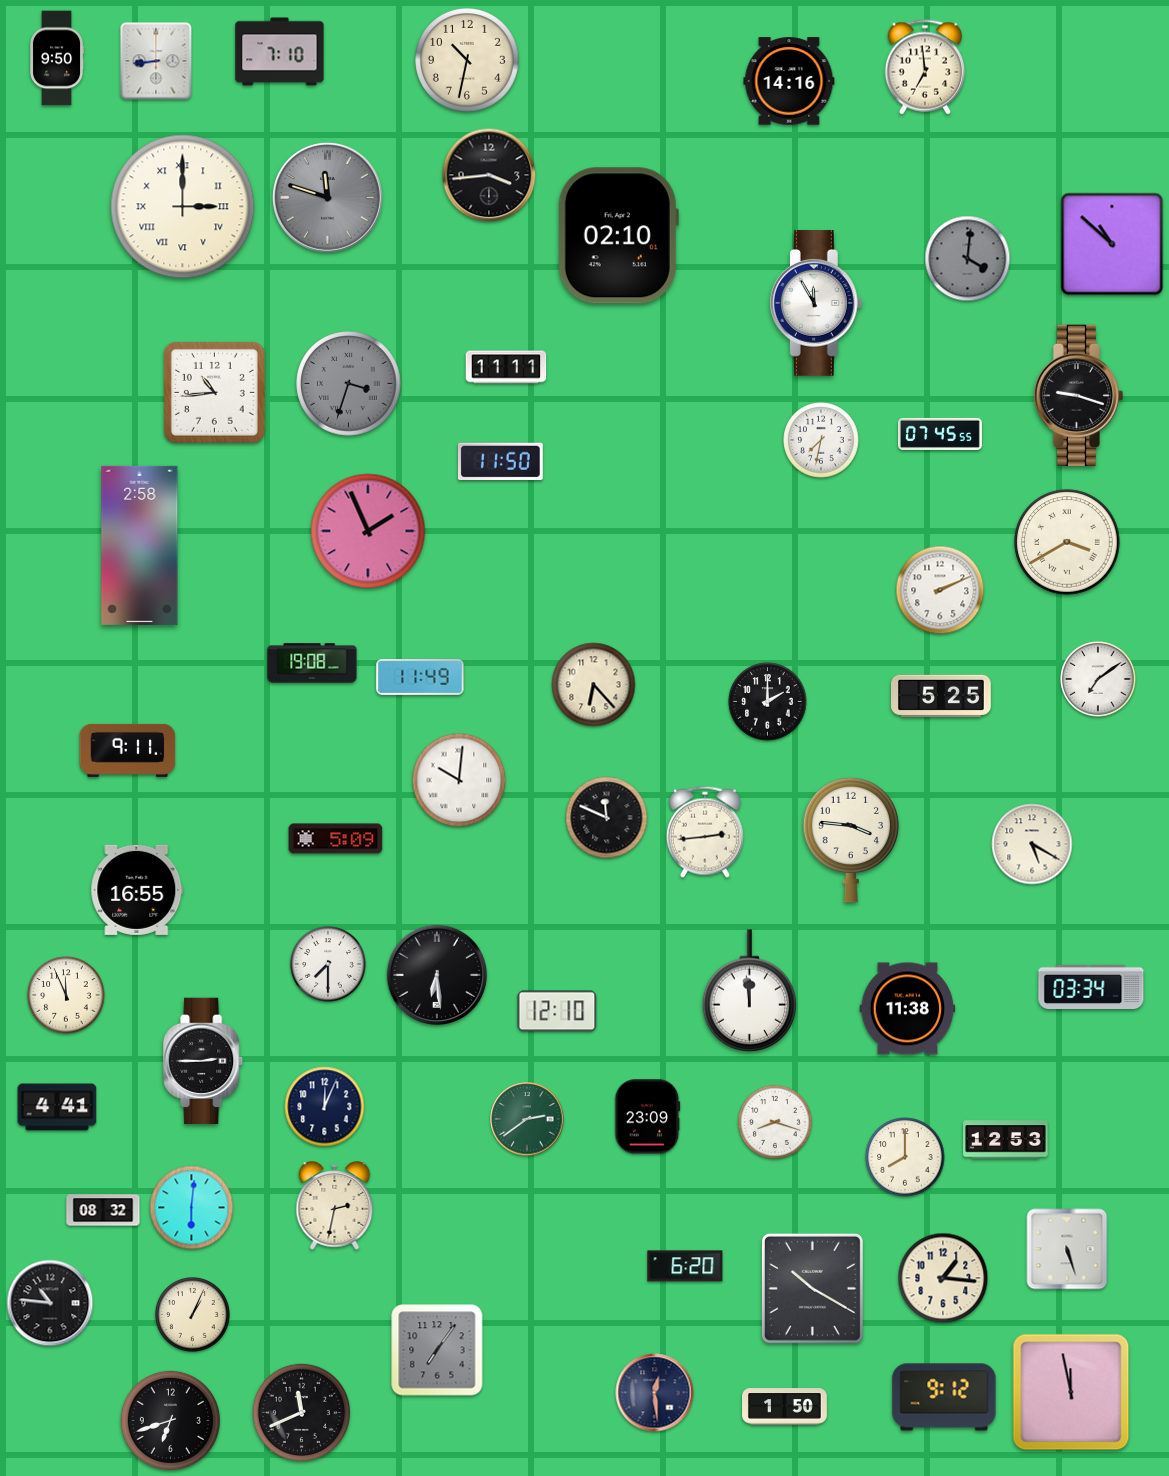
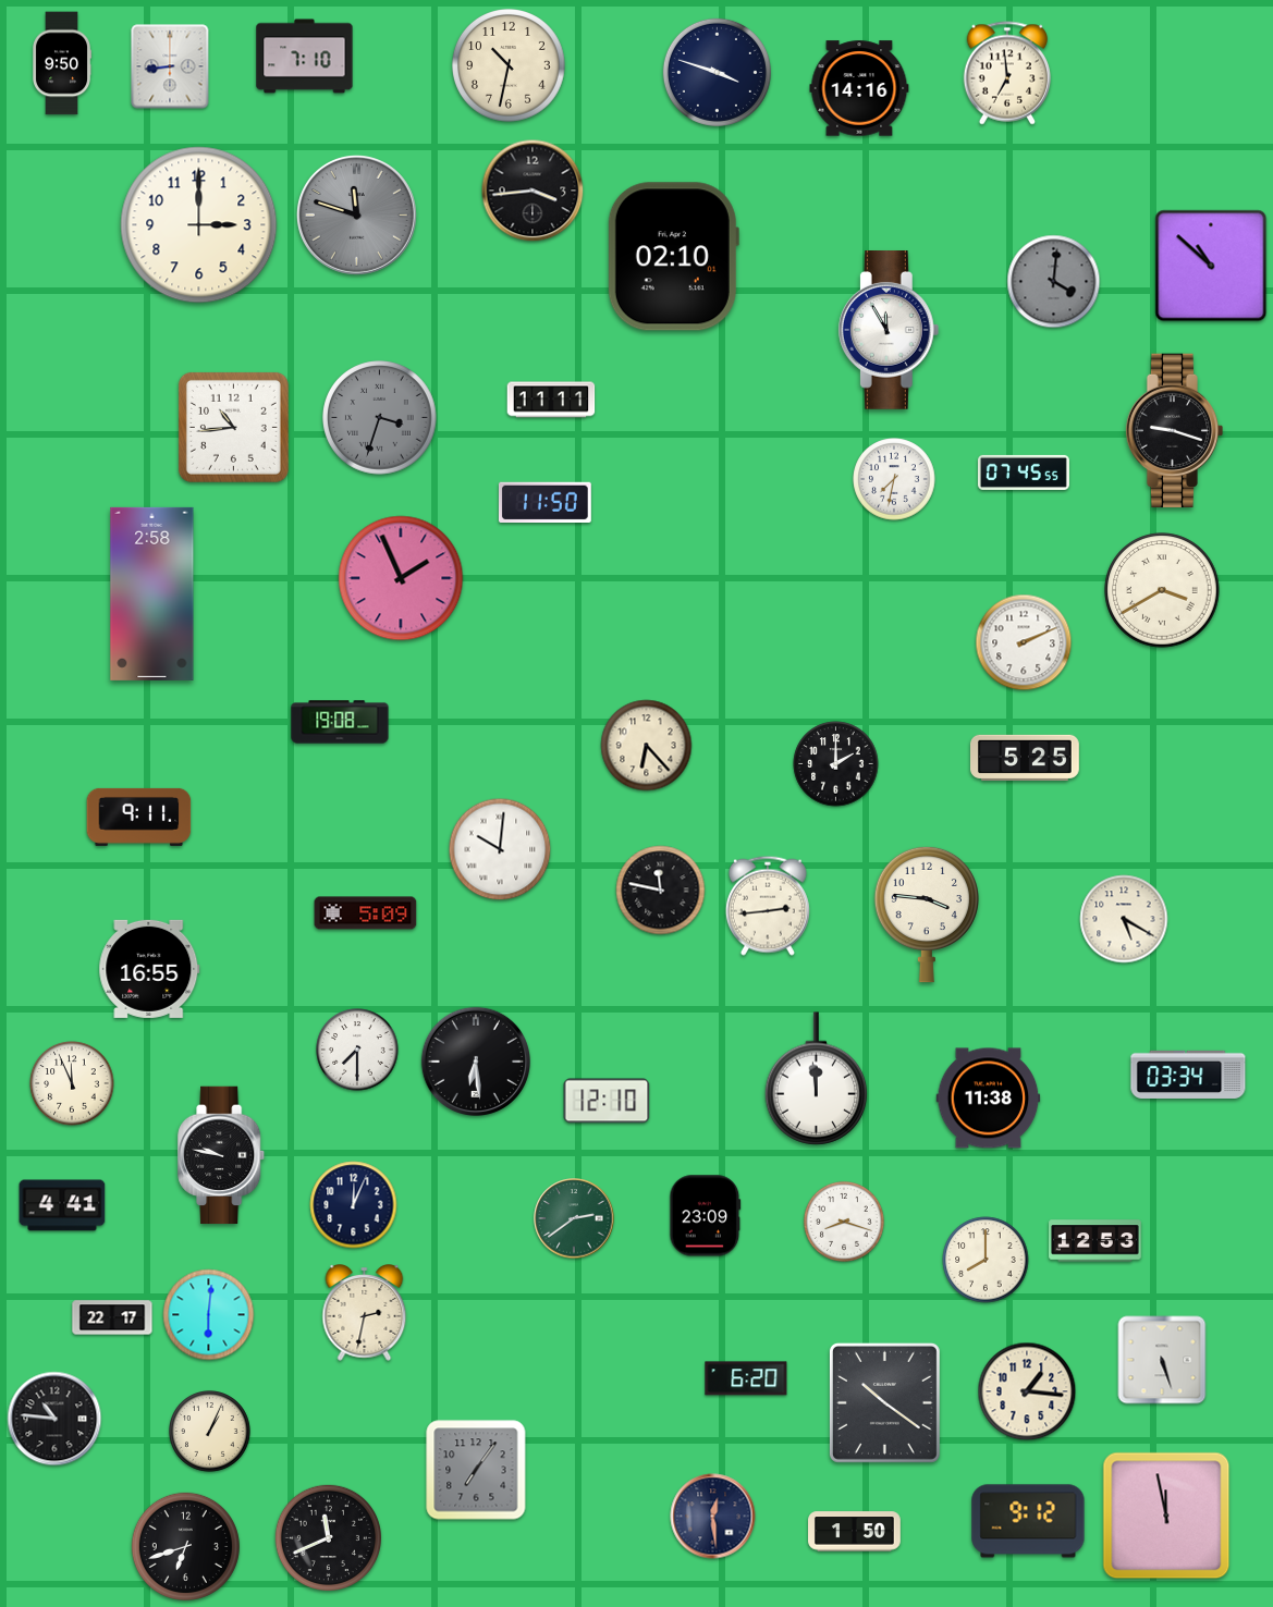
clock at (717, 72): none -> 3:48
clock at (183, 207) numerals: Roman -> Arabic
clock at (420, 678): 11:49 -> none
clock at (1098, 679): 7:09 -> none
clock at (607, 818): 11:49 -> 11:47
clock at (204, 1061): 2:45 -> 9:47
clock at (103, 1210): 08:32 -> 22:17
clock at (812, 1288): 10:20 -> 10:21
